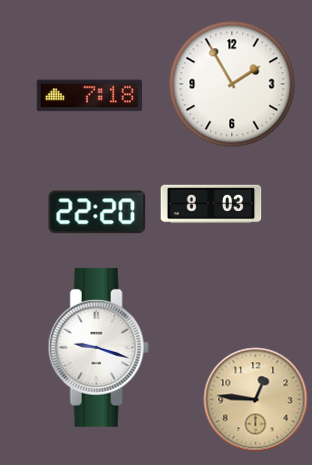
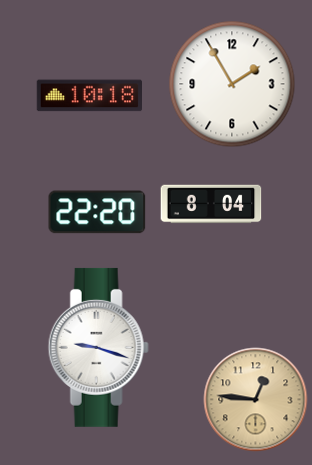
clock at (89, 96): 7:18 -> 10:18
clock at (211, 204): 8:03 -> 8:04
